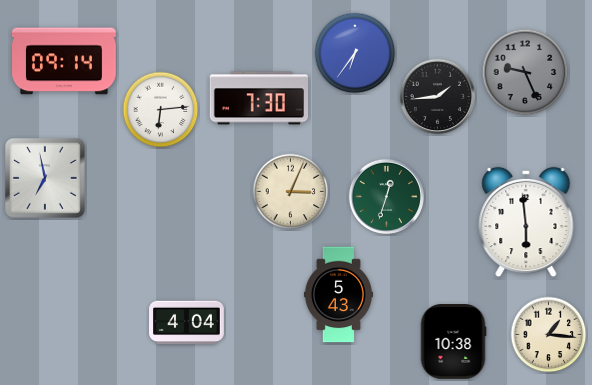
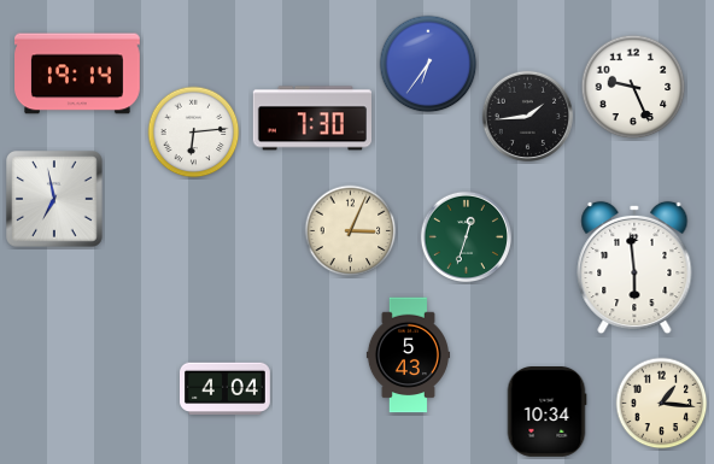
clock at (65, 61): 09:14 -> 19:14
clock at (525, 72) dial: grey -> white
clock at (46, 179) position: (46, 179) -> (55, 200)
clock at (453, 342): 10:38 -> 10:34
